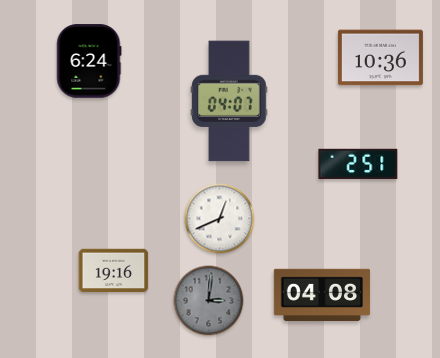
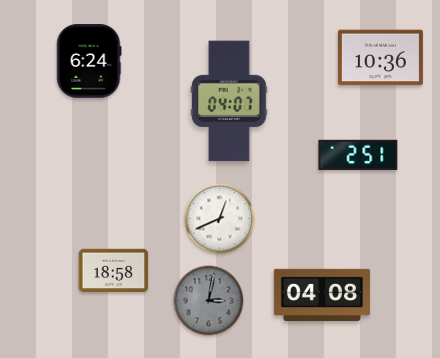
clock at (358, 163) position: (358, 163) -> (358, 154)
clock at (114, 271): 19:16 -> 18:58
clock at (209, 301): 3:01 -> 3:02
